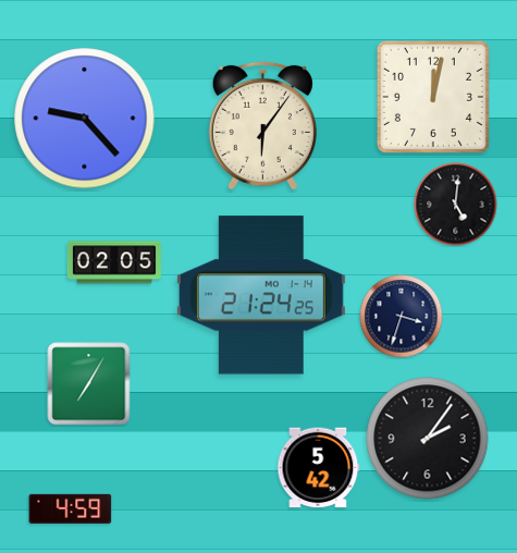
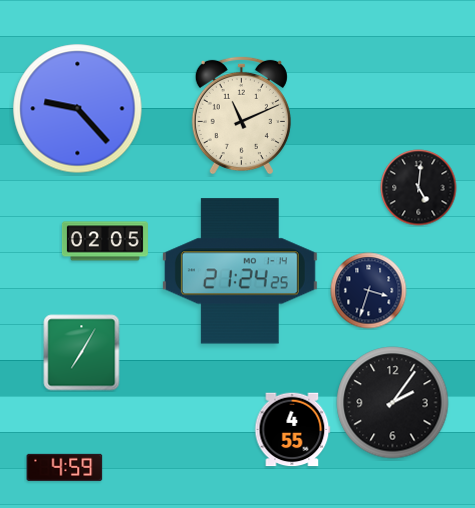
clock at (433, 97): 12:02 -> none
clock at (262, 125): 6:06 -> 11:11
clock at (319, 468): 5:42 -> 4:55
